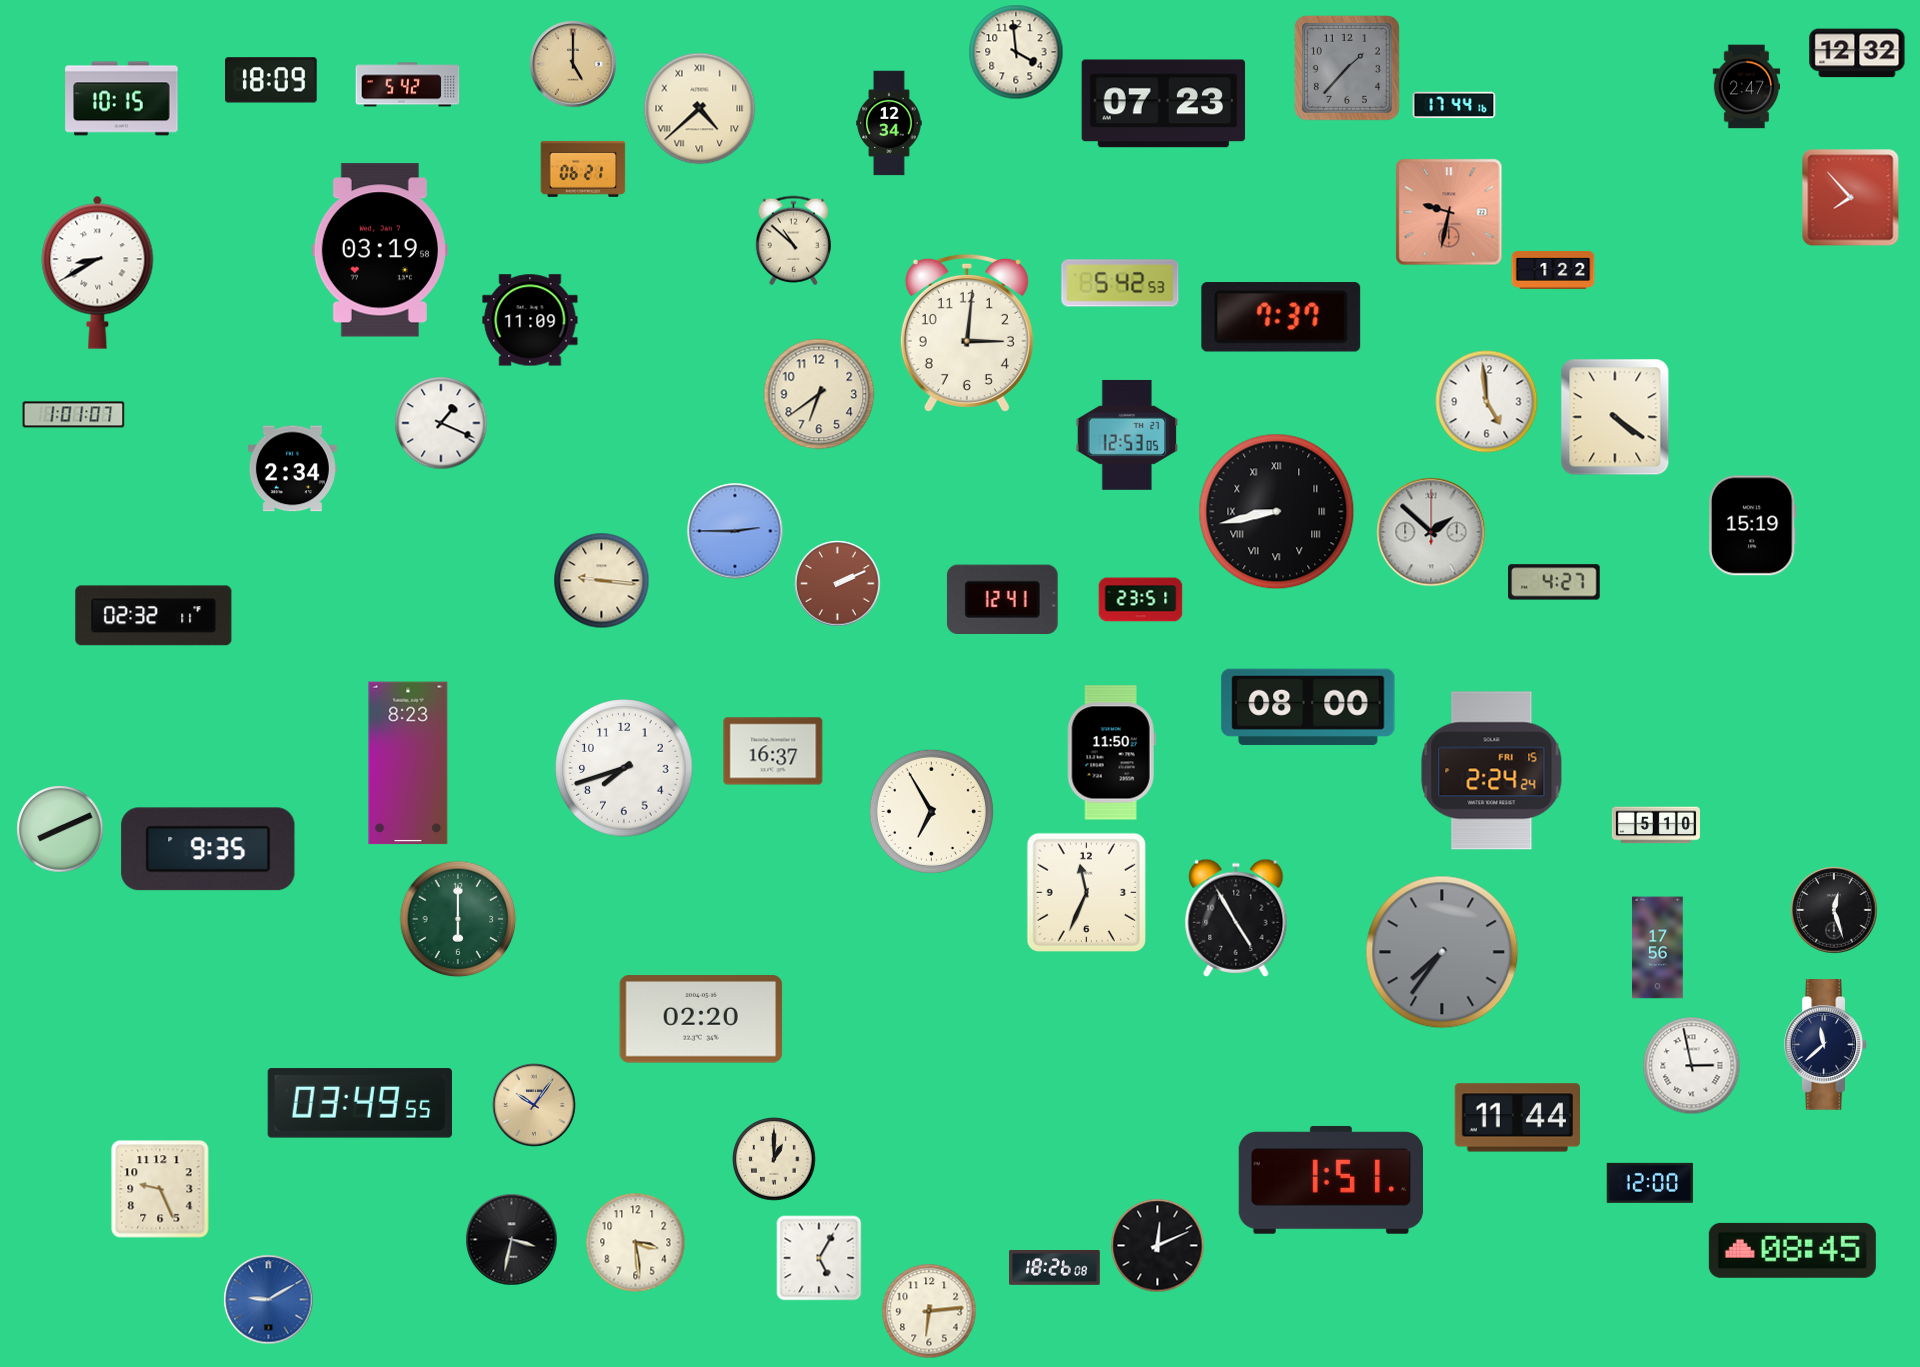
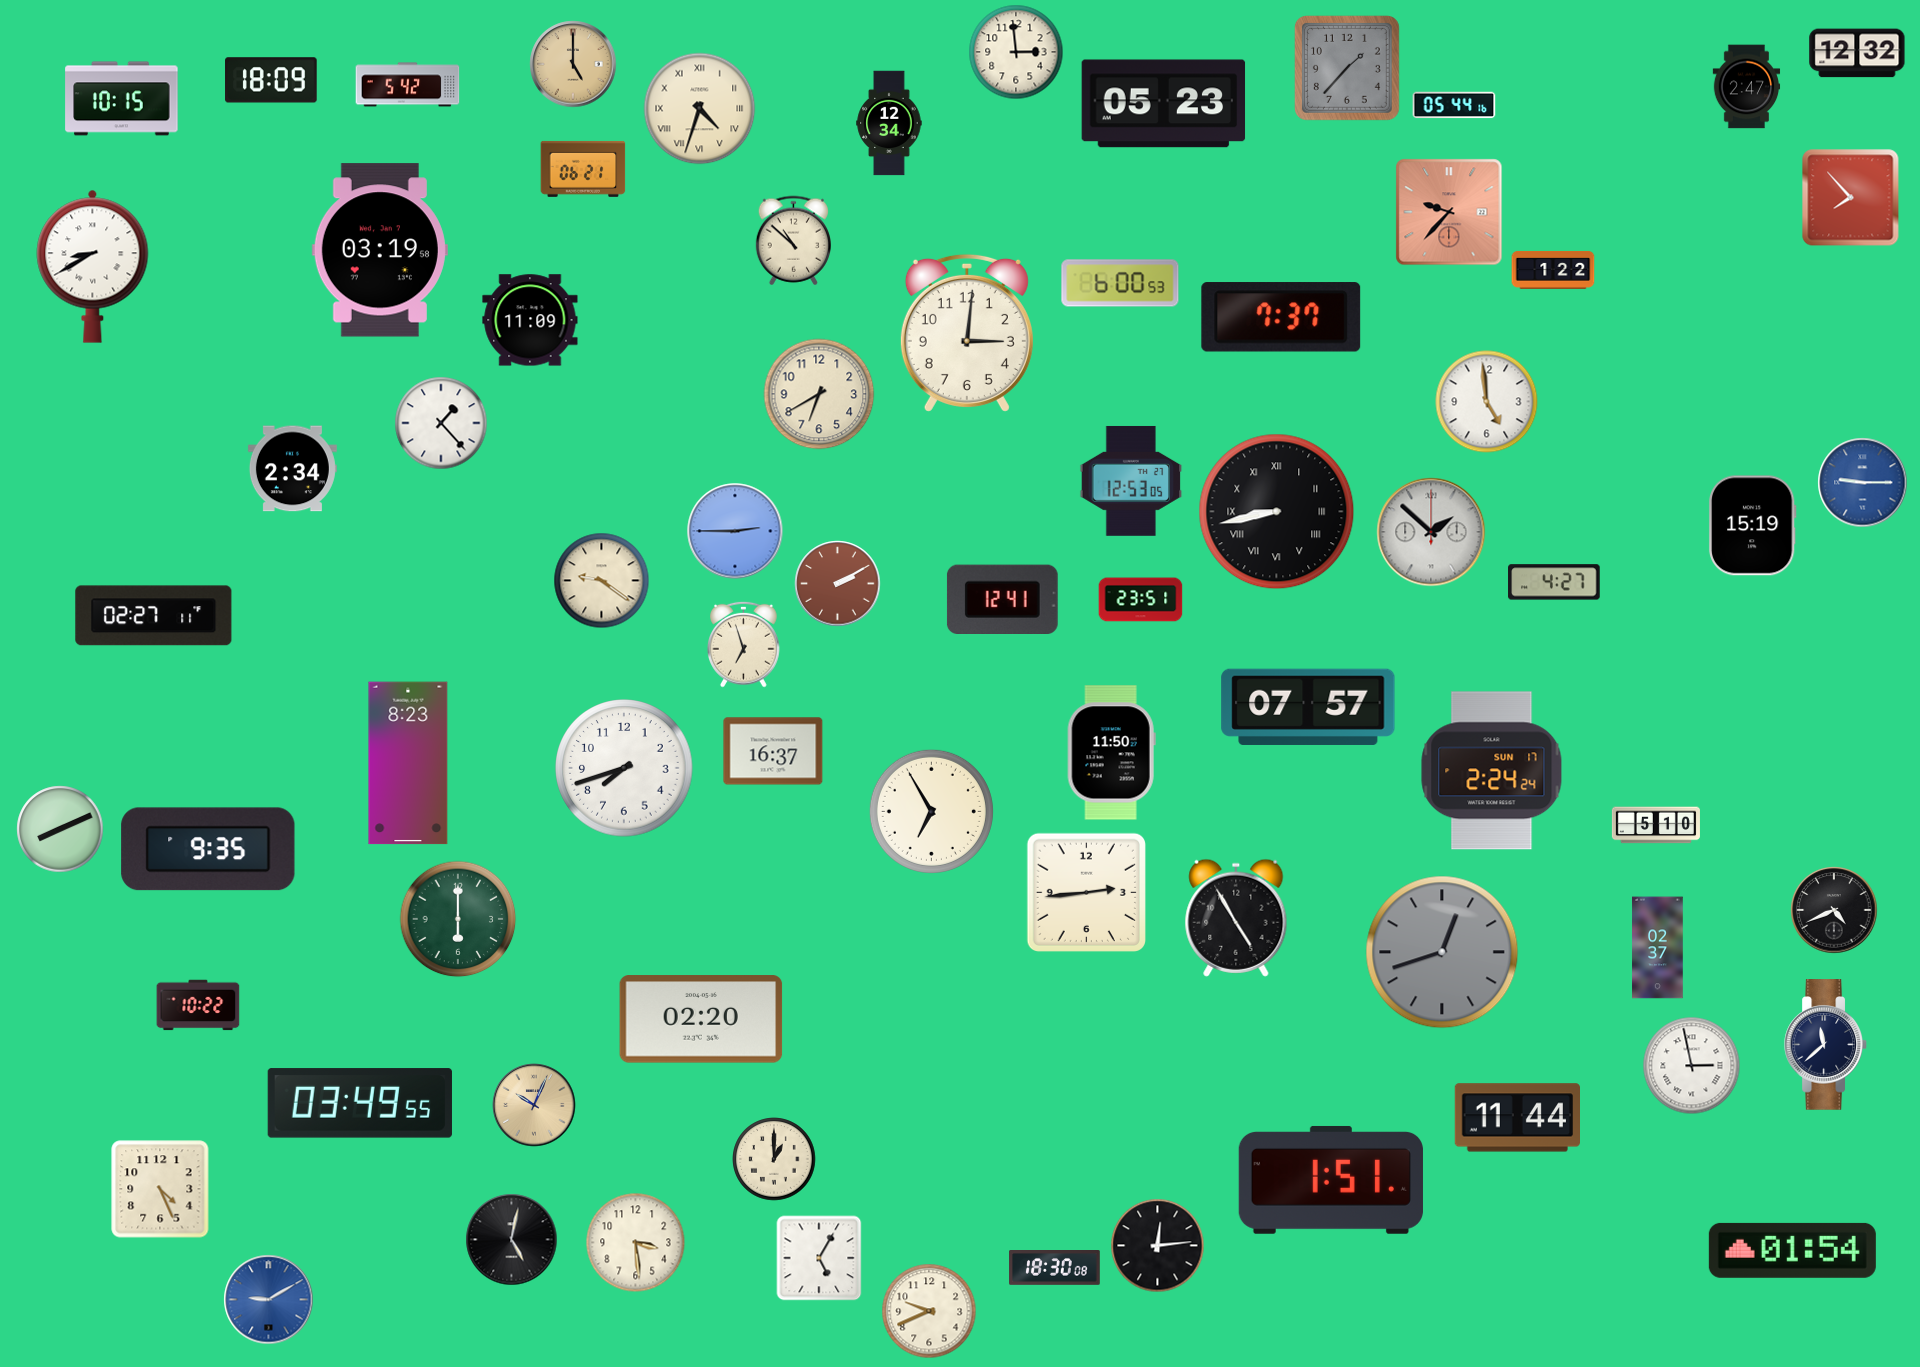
clock at (1016, 52): 3:59 -> 2:59
clock at (1164, 104): 07:23 -> 05:23
clock at (1454, 105): 17:44 -> 05:44
clock at (700, 109): 4:38 -> 4:33
clock at (1449, 212): 9:32 -> 9:37
clock at (98, 272) position: (98, 272) -> (93, 266)
clock at (1120, 283): 5:42 -> 6:00
clock at (819, 394): 6:39 -> 6:40
clock at (74, 415): 1:01 -> none
clock at (1615, 417): 4:21 -> none
clock at (441, 423): 1:19 -> 1:23
clock at (1127, 435) position: (1127, 435) -> (1131, 481)
clock at (1863, 483): none -> 9:15
clock at (602, 581): 9:16 -> 9:21
clock at (838, 584): 2:11 -> 2:10
clock at (154, 616): 02:32 -> 02:27
clock at (744, 644): none -> 6:57
clock at (1308, 707): 08:00 -> 07:57
clock at (1492, 771) date: FRI 15 -> SUN 17
clock at (1086, 892): 11:34 -> 2:44
clock at (1834, 910): 12:27 -> 4:41
clock at (1658, 948): 17:56 -> 02:37
clock at (1442, 952): 7:36 -> 12:42
clock at (198, 1005): none -> 10:22
clock at (534, 1105): 10:06 -> 10:04
clock at (1650, 1183): 12:00 -> none
clock at (160, 1189): 9:26 -> 4:26
clock at (512, 1240): 3:32 -> 5:02
clock at (1158, 1246): 12:11 -> 12:14
clock at (1792, 1250): 08:45 -> 01:54
clock at (1055, 1268): 18:26 -> 18:30
clock at (929, 1311): 6:14 -> 9:41
